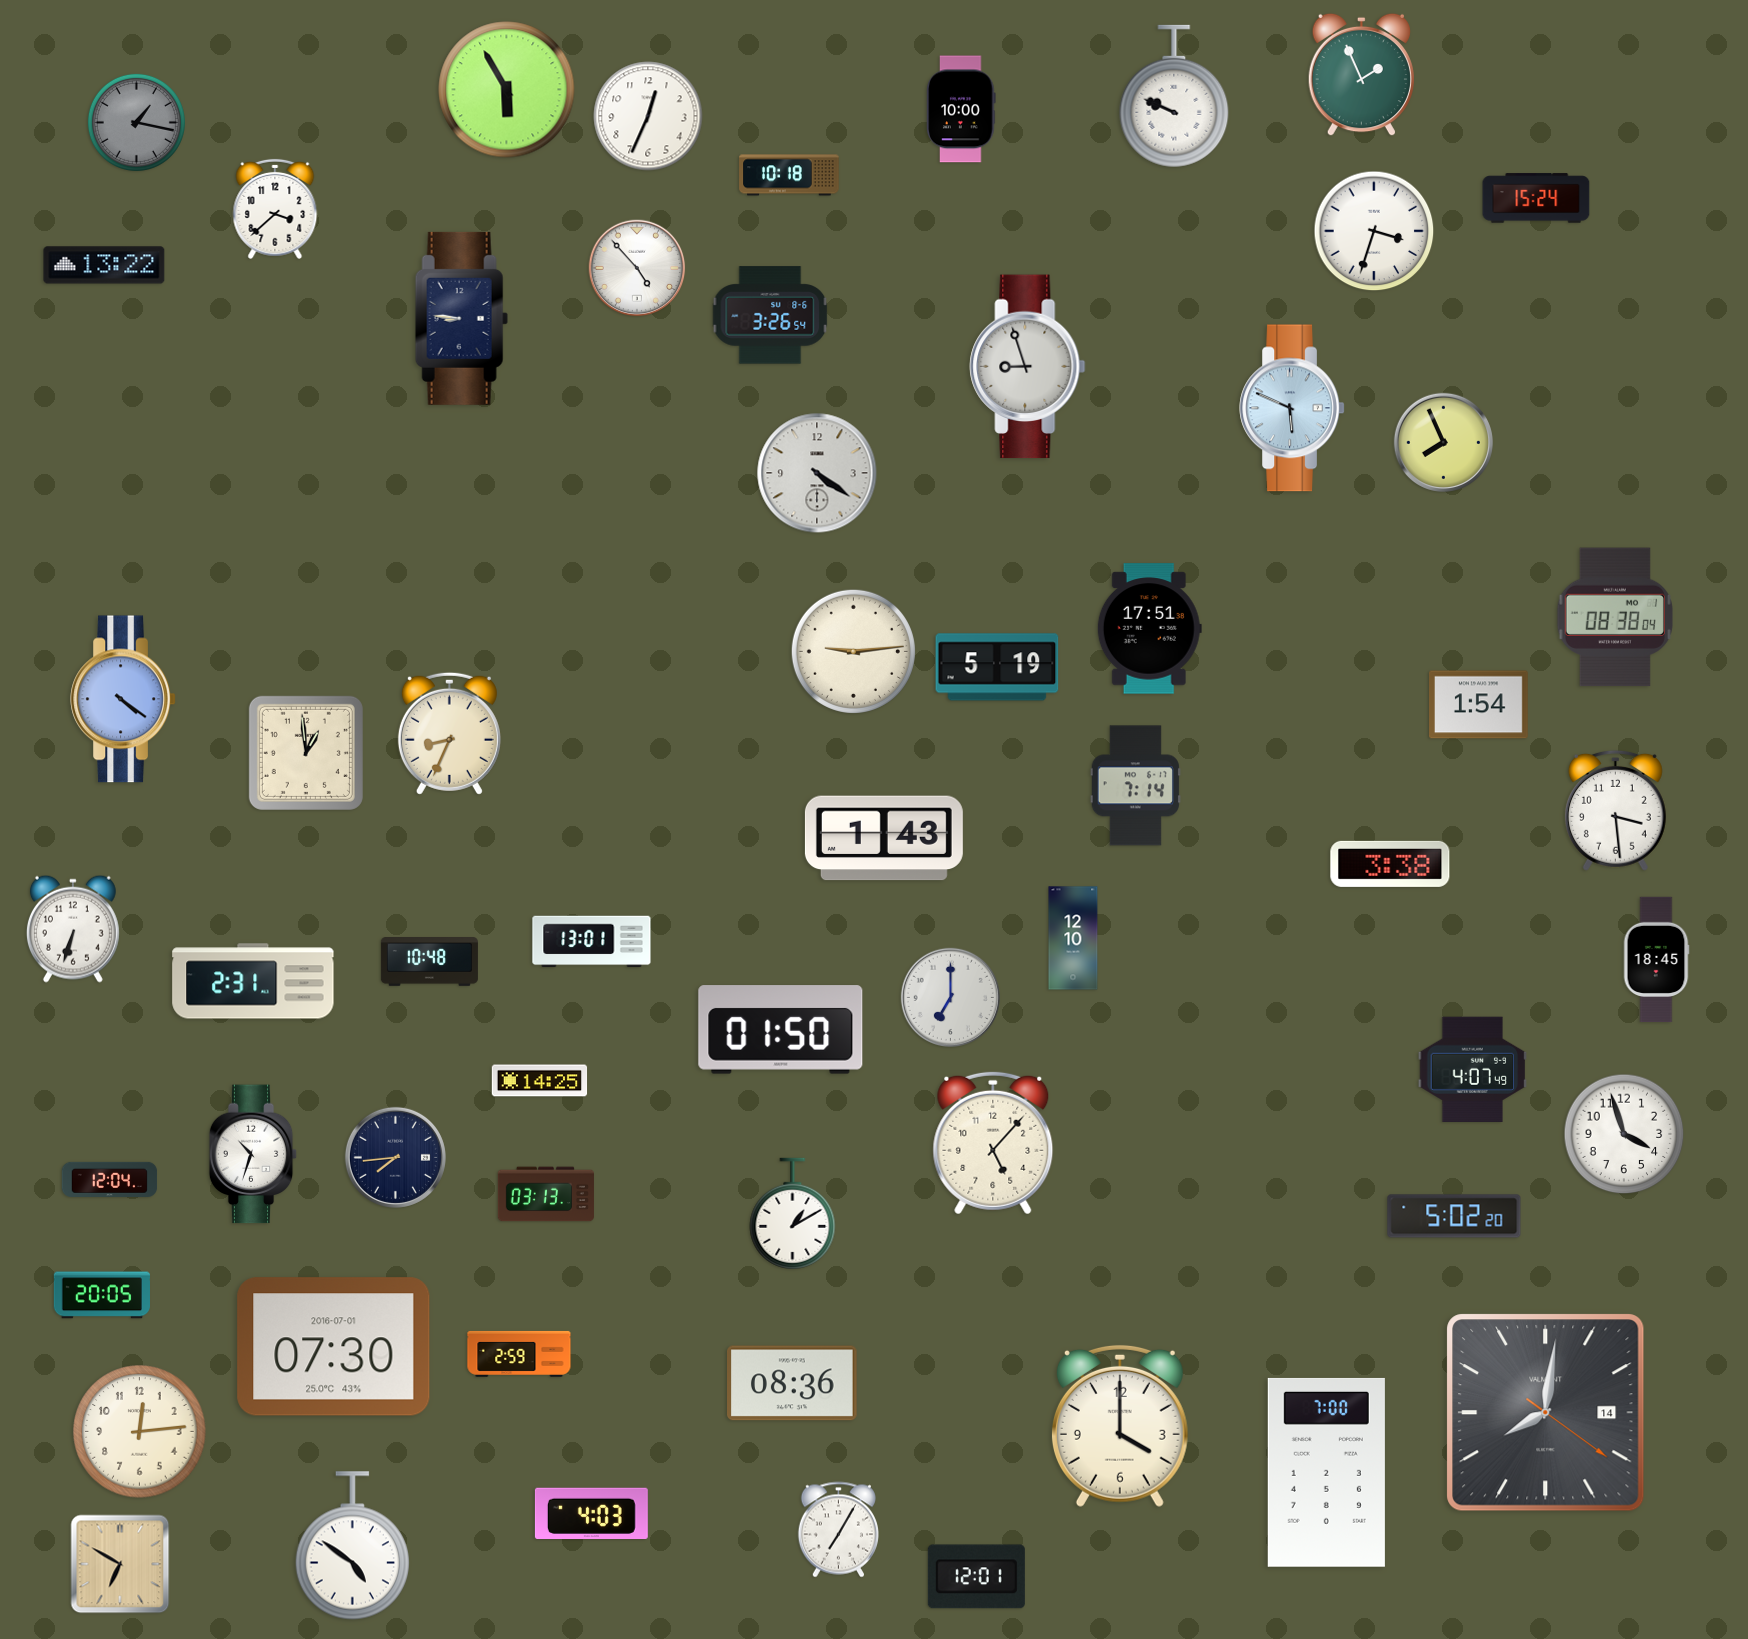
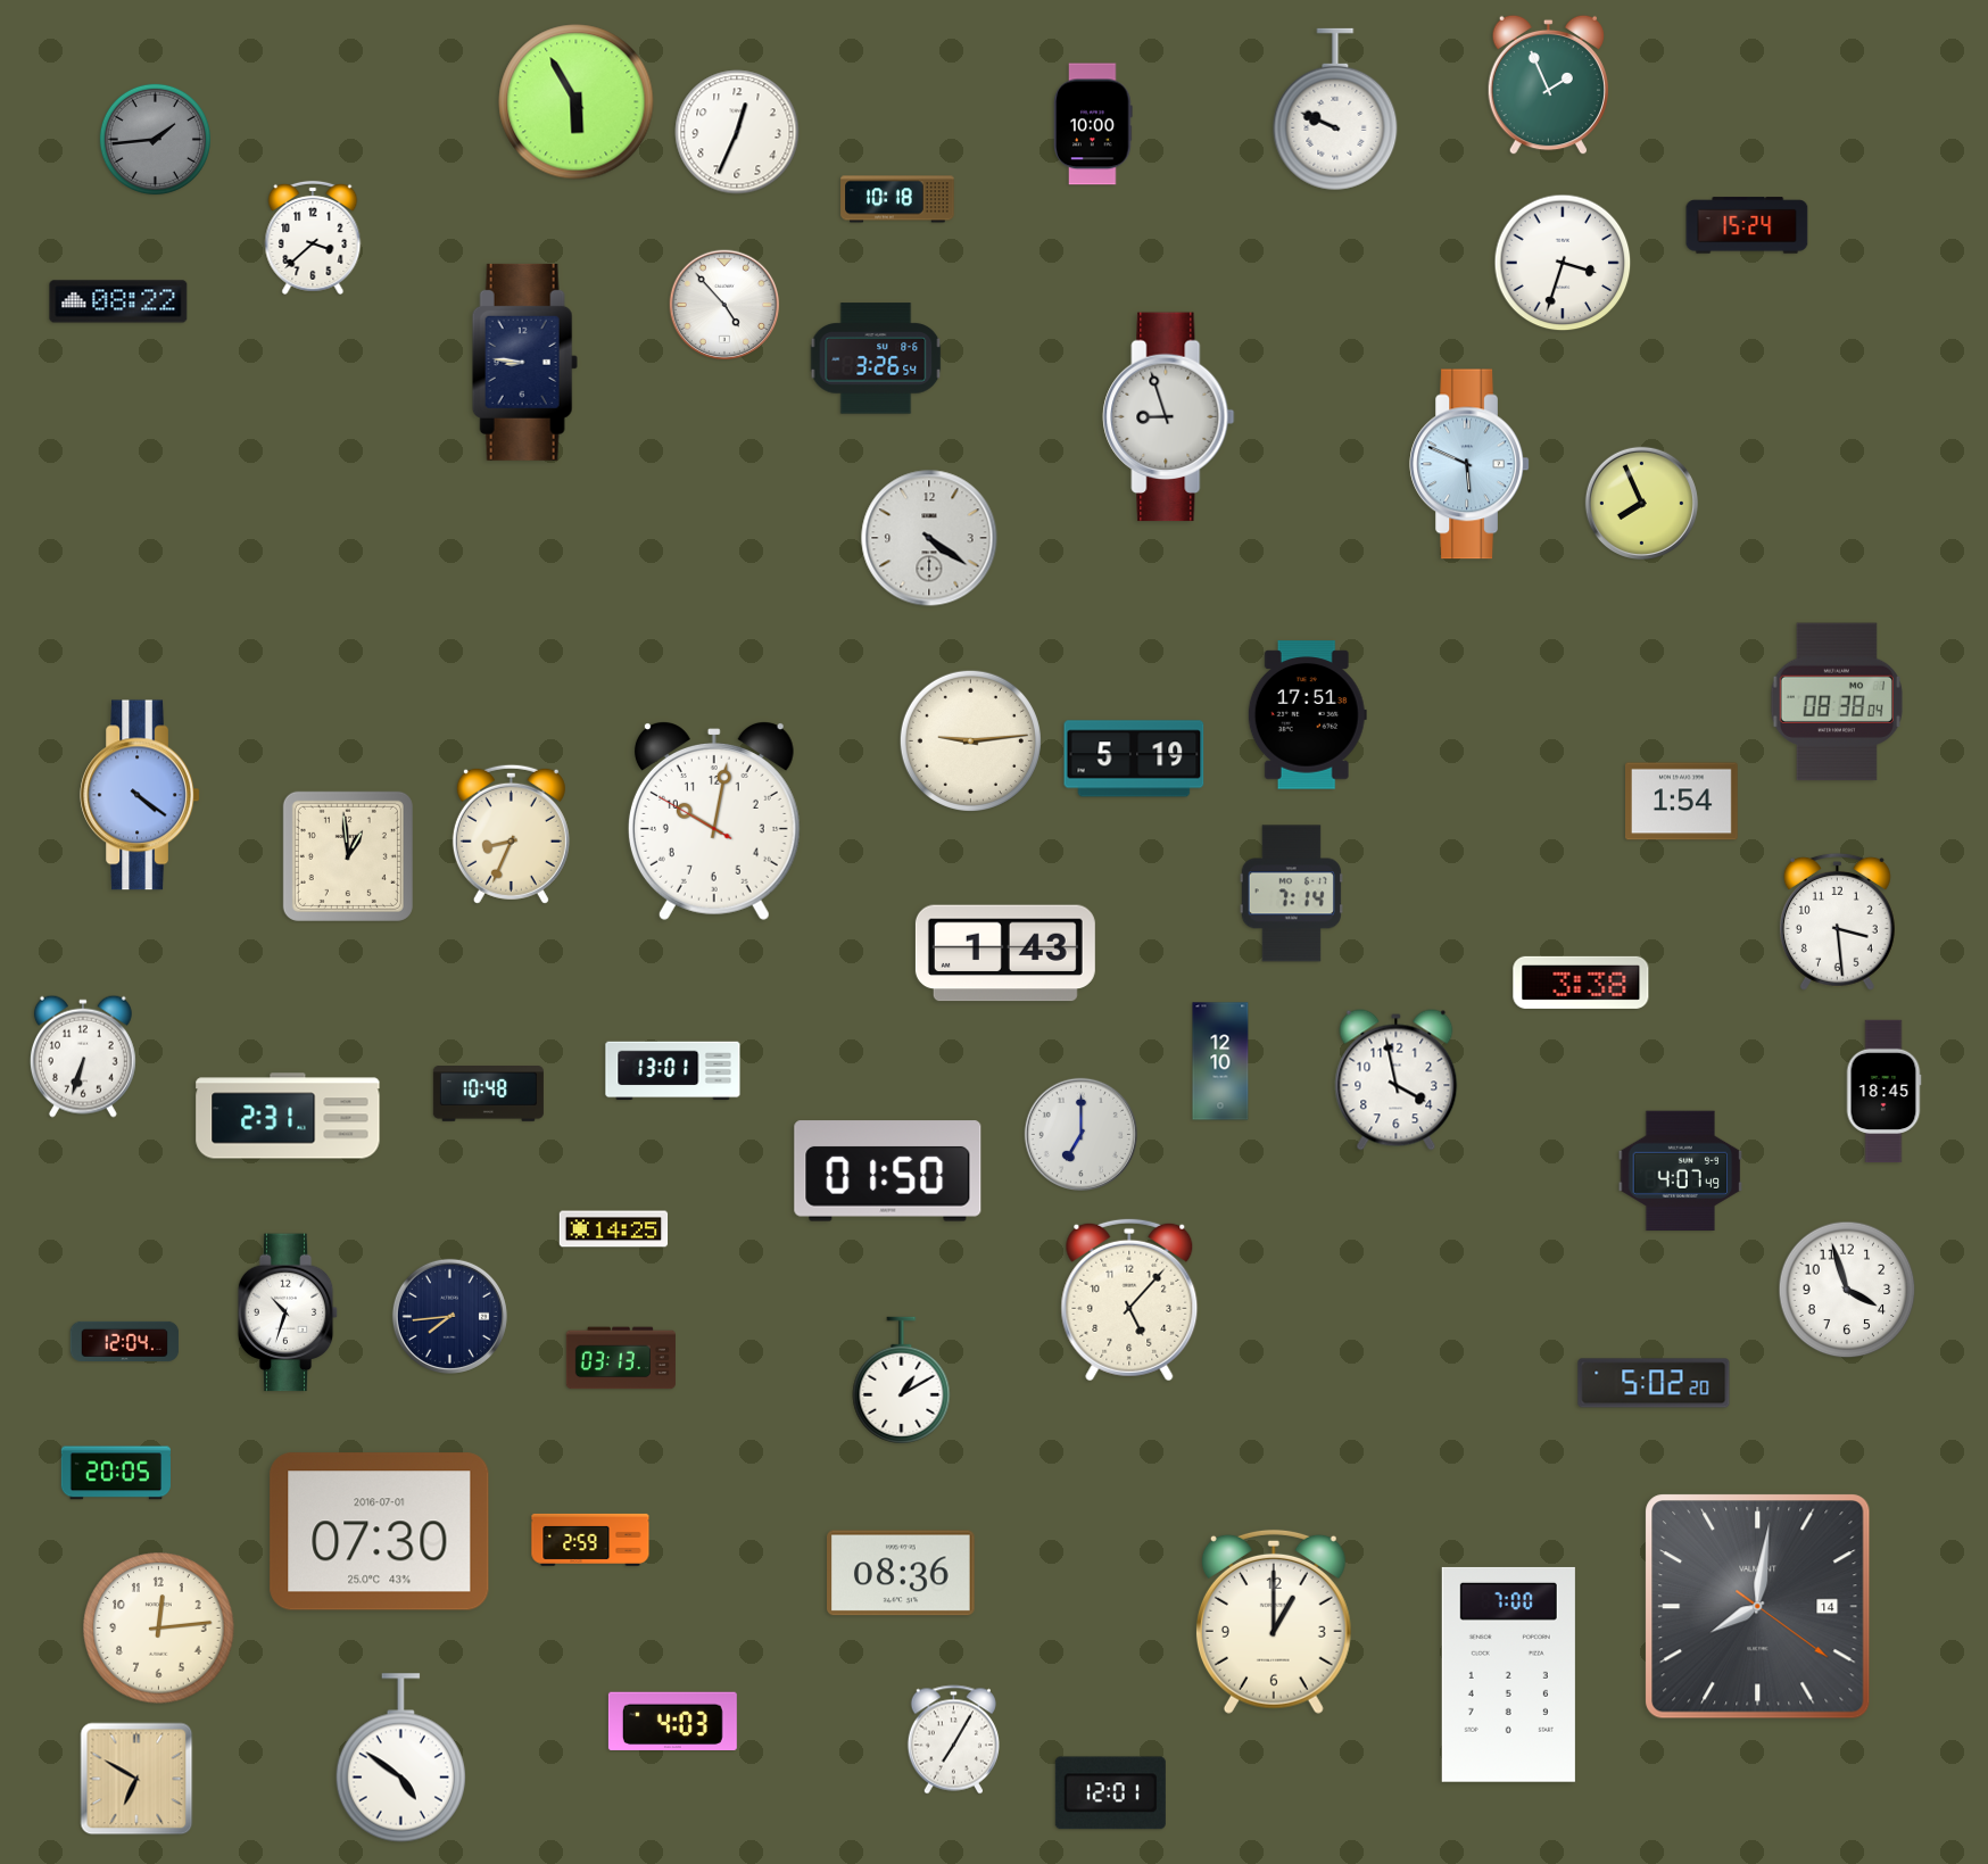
clock at (136, 122): 1:17 -> 1:44
clock at (104, 265): 13:22 -> 08:22
clock at (714, 821): none -> 10:01
clock at (1073, 938) position: (1073, 938) -> (1220, 1061)
clock at (1397, 1080): none -> 3:58
clock at (1473, 1070) position: (1473, 1070) -> (1681, 1171)
clock at (1120, 1426): 4:00 -> 1:00
